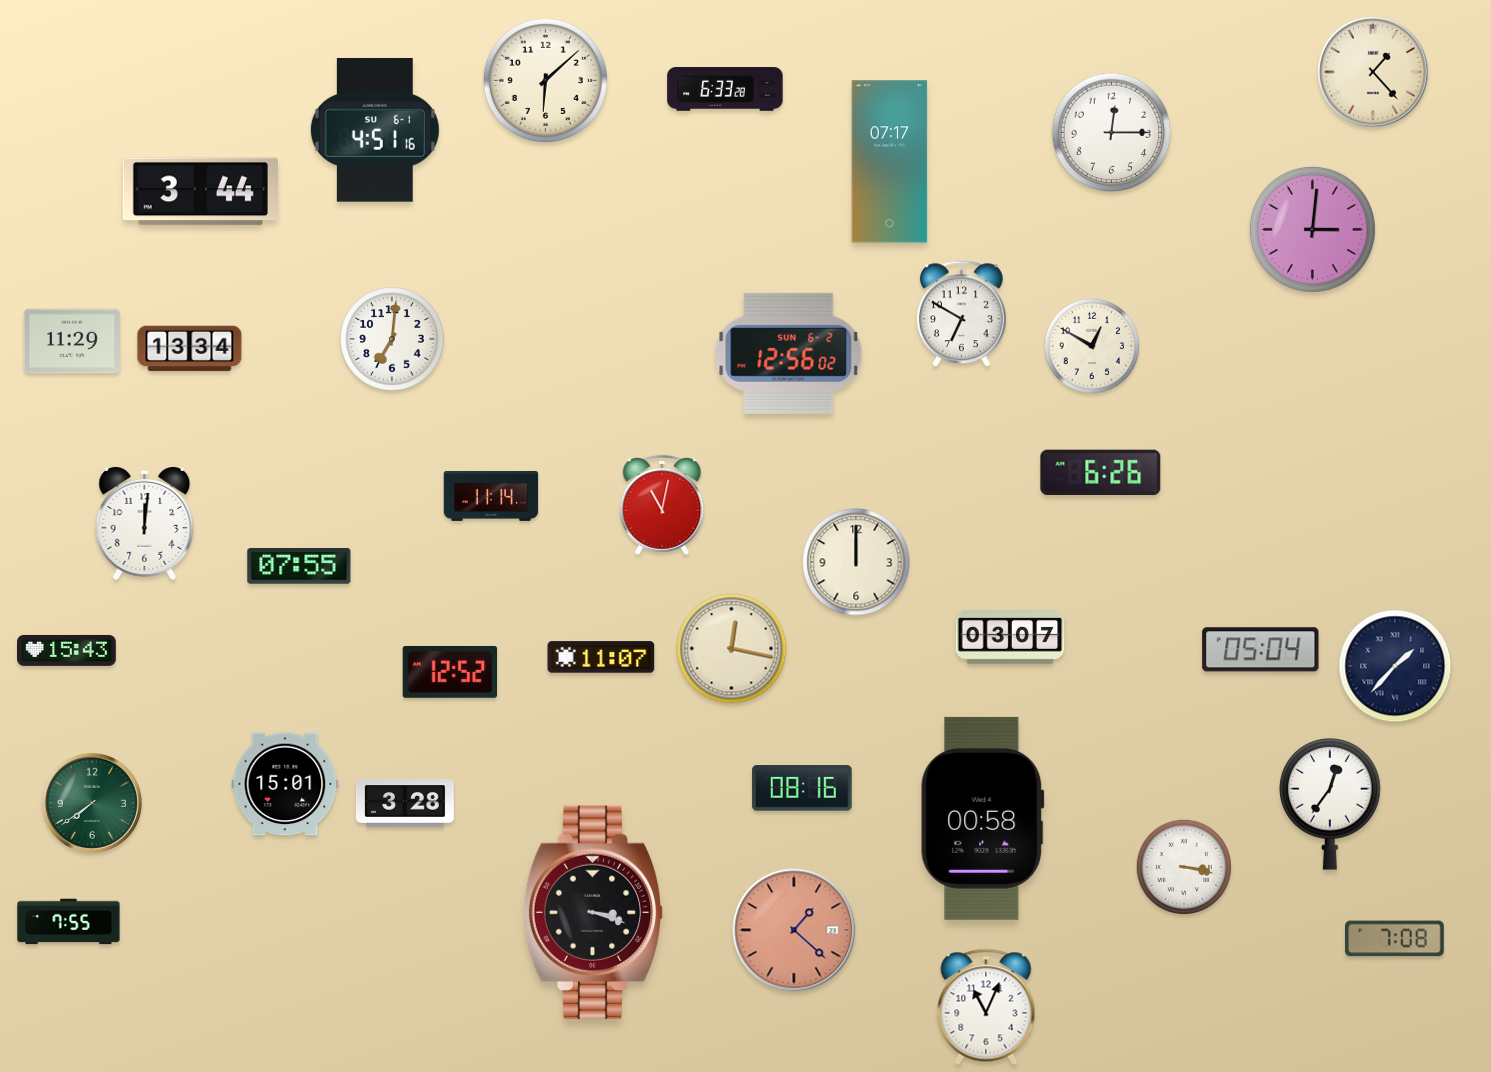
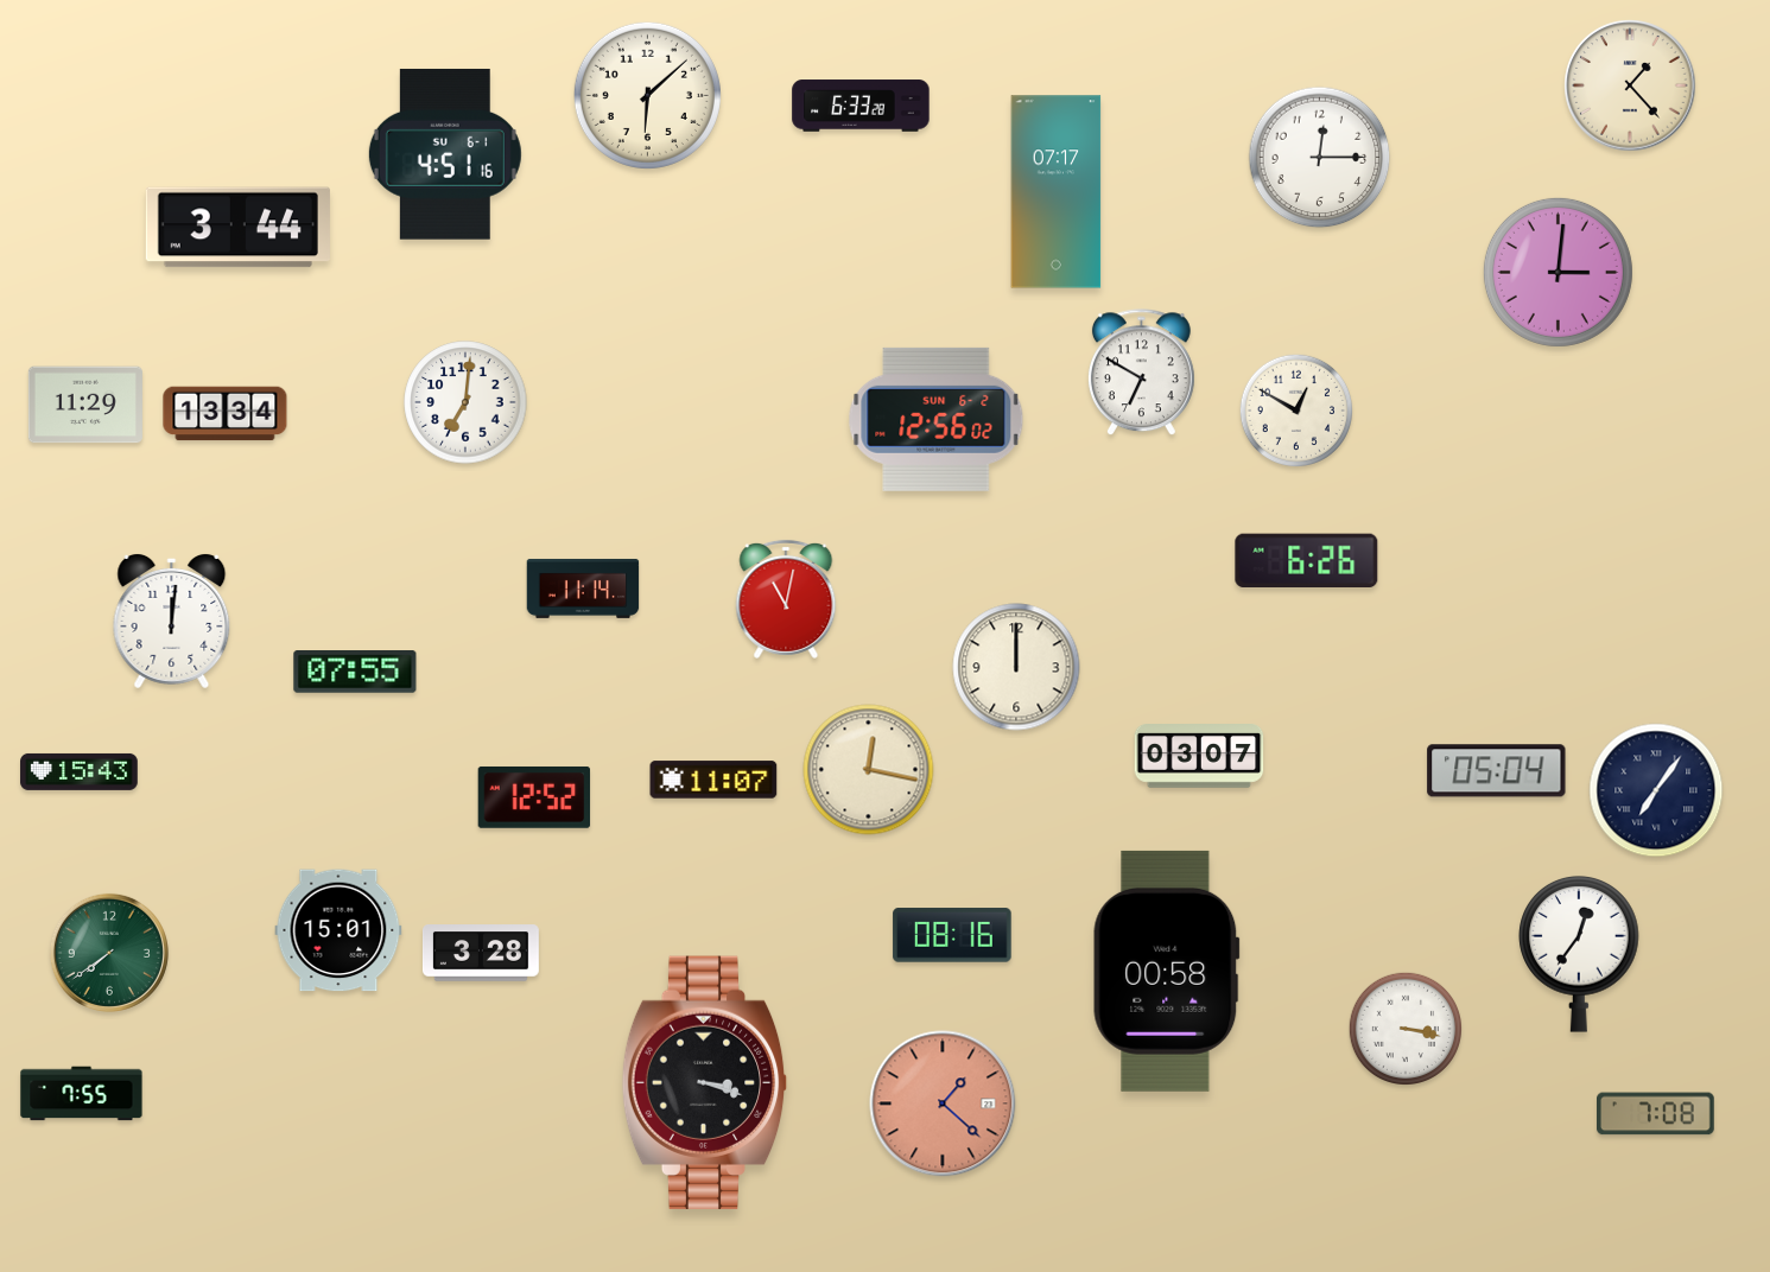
clock at (1395, 666): 1:37 -> 7:06
clock at (986, 1007): 11:04 -> none
